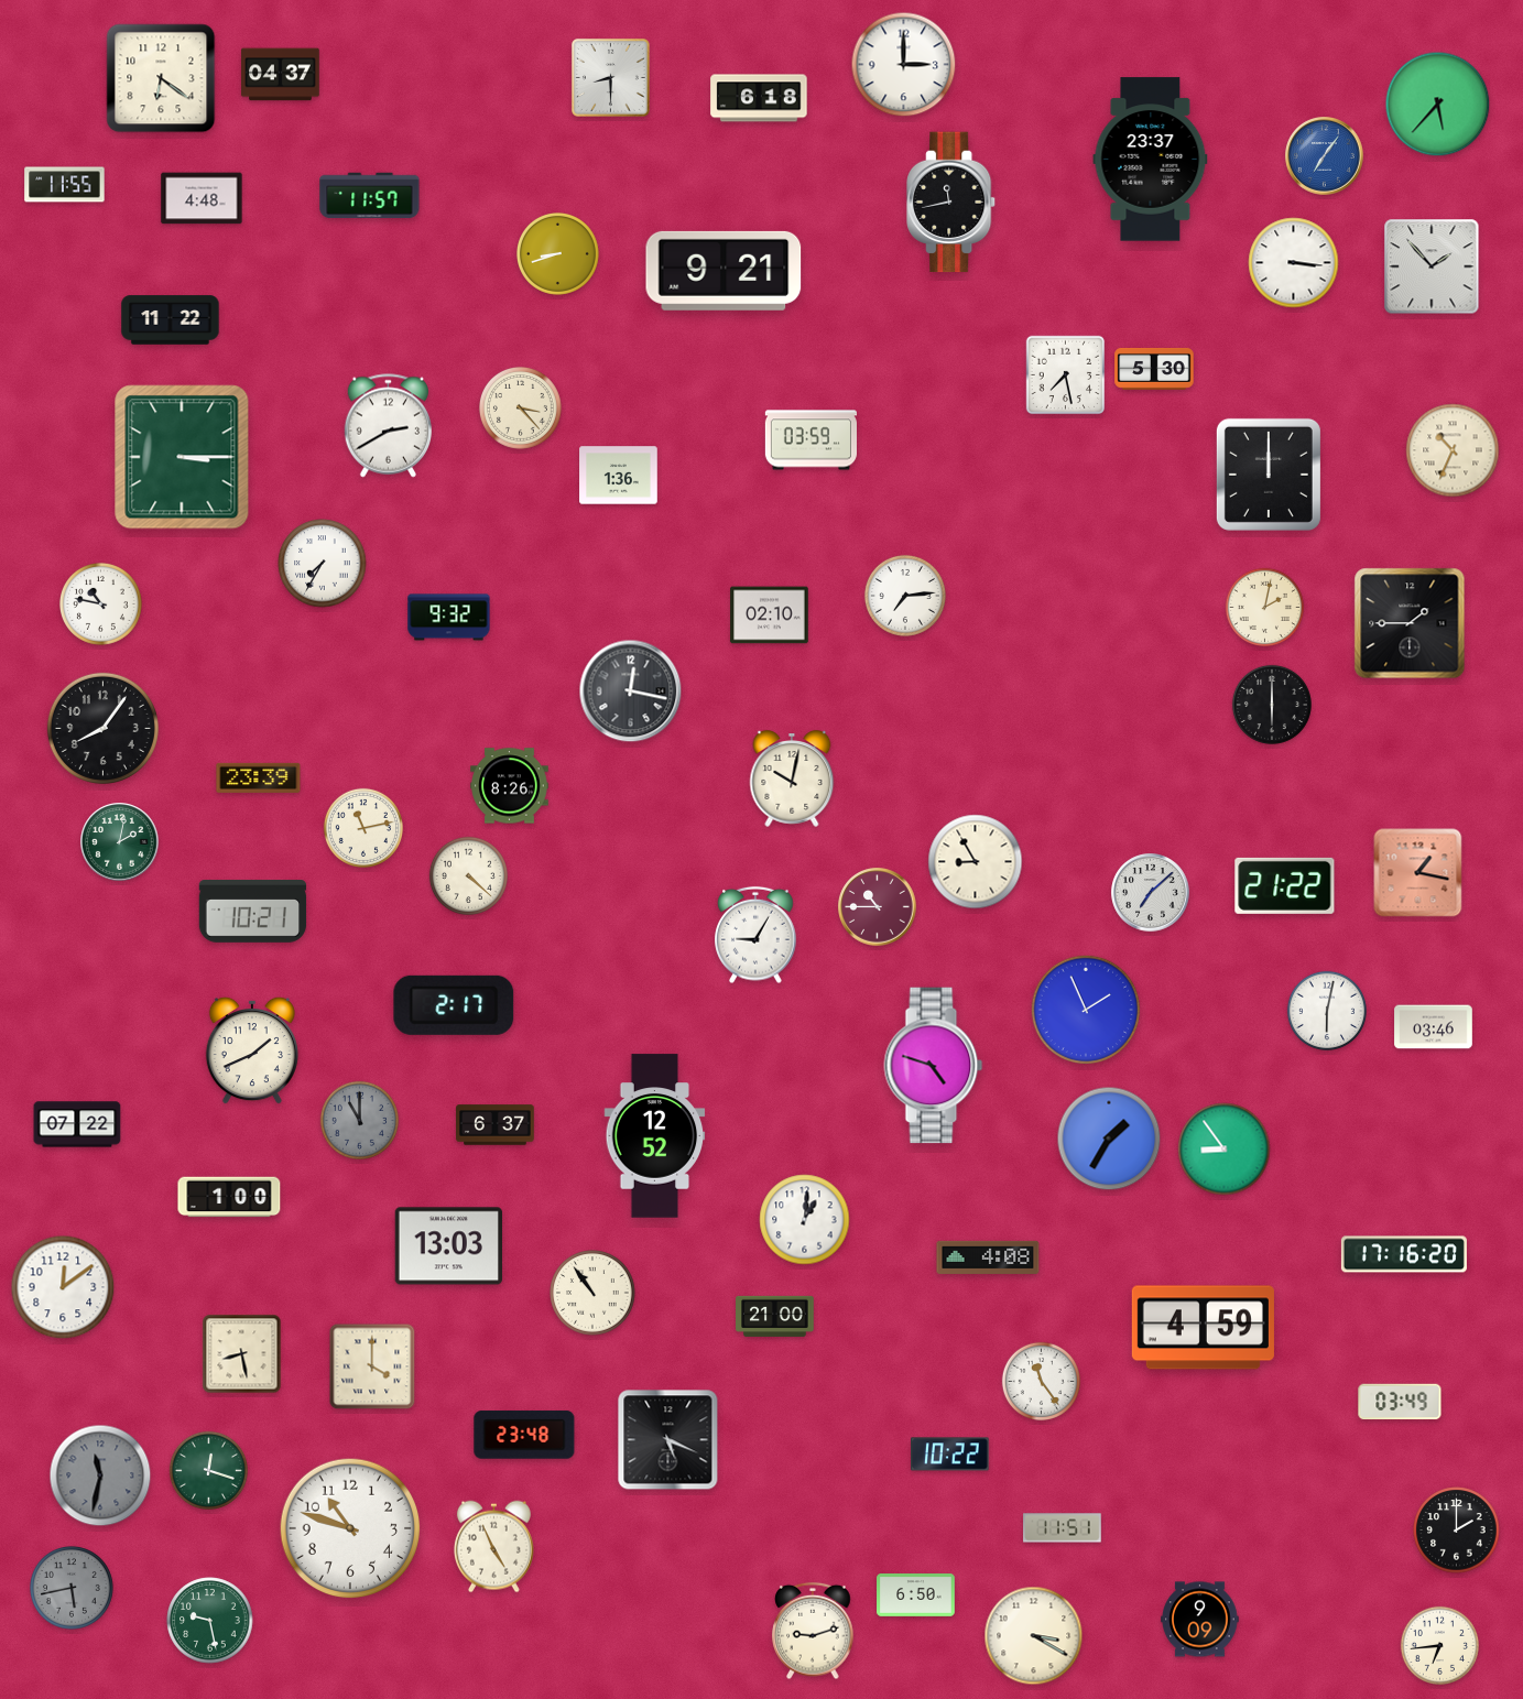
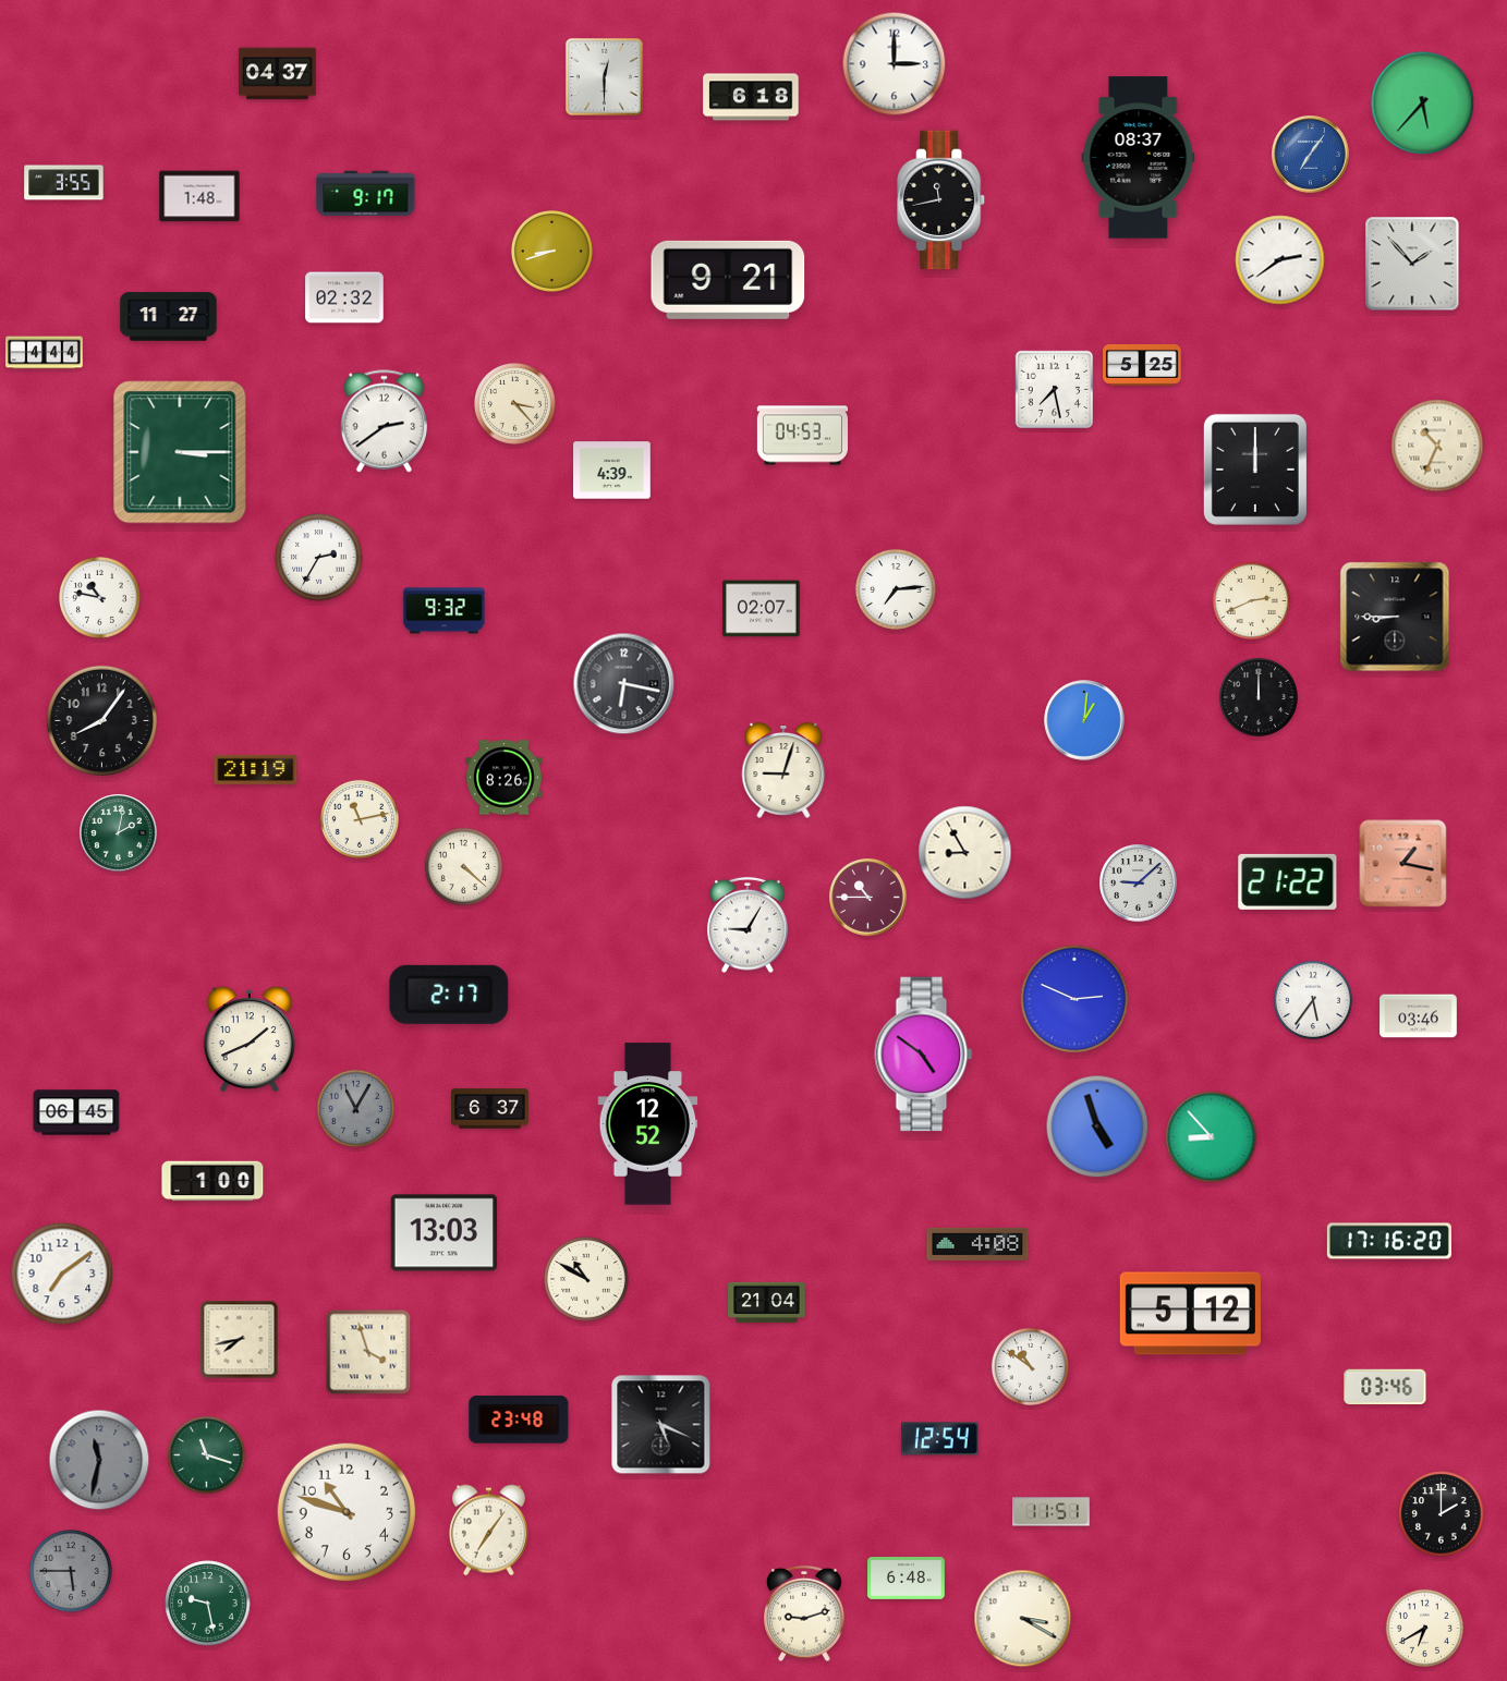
clock at (610, 77): 8:30 -> 12:30
clock at (161, 78): 6:21 -> none
clock at (1151, 160): 23:37 -> 08:37
clock at (65, 185): 11:55 -> 3:55
clock at (370, 196): 11:57 -> 9:17
clock at (202, 198): 4:48 -> 1:48
clock at (1294, 263): 3:16 -> 2:39
clock at (1432, 266) position: (1432, 266) -> (1412, 264)
clock at (724, 271) position: (724, 271) -> (728, 280)
clock at (344, 297): none -> 02:32
clock at (171, 320): 11:22 -> 11:27
clock at (45, 353): none -> 4:44
clock at (1154, 369): 5:30 -> 5:25
clock at (1066, 375) position: (1066, 375) -> (1055, 390)
clock at (389, 426): 2:40 -> 2:39
clock at (811, 440): 03:59 -> 04:53
clock at (619, 476): 1:36 -> 4:39
clock at (323, 564): 7:35 -> 2:35
clock at (1264, 607): 2:02 -> 2:41
clock at (770, 616): 02:10 -> 02:07
clock at (1410, 623): 1:45 -> 8:45
clock at (631, 691): 12:17 -> 6:17
clock at (1272, 705): 6:00 -> 12:00
clock at (1084, 720): none -> 1:01
clock at (259, 777): 23:39 -> 21:19
clock at (792, 778): 10:02 -> 9:03
clock at (1285, 885) position: (1285, 885) -> (1288, 881)
clock at (1151, 893): 7:08 -> 9:08
clock at (253, 912): 10:21 -> none
clock at (1086, 1010): 1:56 -> 2:49
clock at (1327, 1011): 6:02 -> 5:36
clock at (934, 1066): 4:48 -> 4:51
clock at (359, 1120): 11:00 -> 11:05
clock at (77, 1124): 07:22 -> 06:45
clock at (496, 1125) position: (496, 1125) -> (490, 1109)
clock at (1109, 1139): 1:35 -> 4:57
clock at (1225, 1150): 8:54 -> 8:53
clock at (229, 1197) position: (229, 1197) -> (212, 1181)
clock at (805, 1220): 1:01 -> none
clock at (63, 1287): 12:09 -> 7:09
clock at (592, 1293): 10:54 -> 10:50
clock at (775, 1316): 21:00 -> 21:04
clock at (1203, 1328): 4:59 -> 5:12
clock at (242, 1354): 8:28 -> 7:43
clock at (372, 1366): 4:00 -> 3:57
clock at (1041, 1381): 11:24 -> 10:51
clock at (1400, 1402): 03:49 -> 03:46
clock at (950, 1455): 10:22 -> 12:54
clock at (208, 1470): 12:18 -> 11:18
clock at (493, 1547): 4:56 -> 7:06
clock at (73, 1589): 5:43 -> 5:45
clock at (916, 1595): 6:50 -> 6:48
clock at (1200, 1620): 9:09 -> none
clock at (1439, 1645): 6:44 -> 6:40
